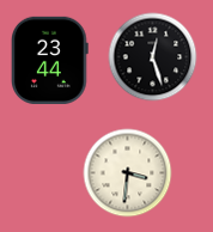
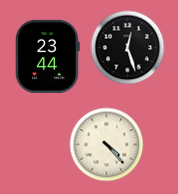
clock at (50, 60) position: (50, 60) -> (48, 56)
clock at (128, 173): 3:31 -> 4:23
